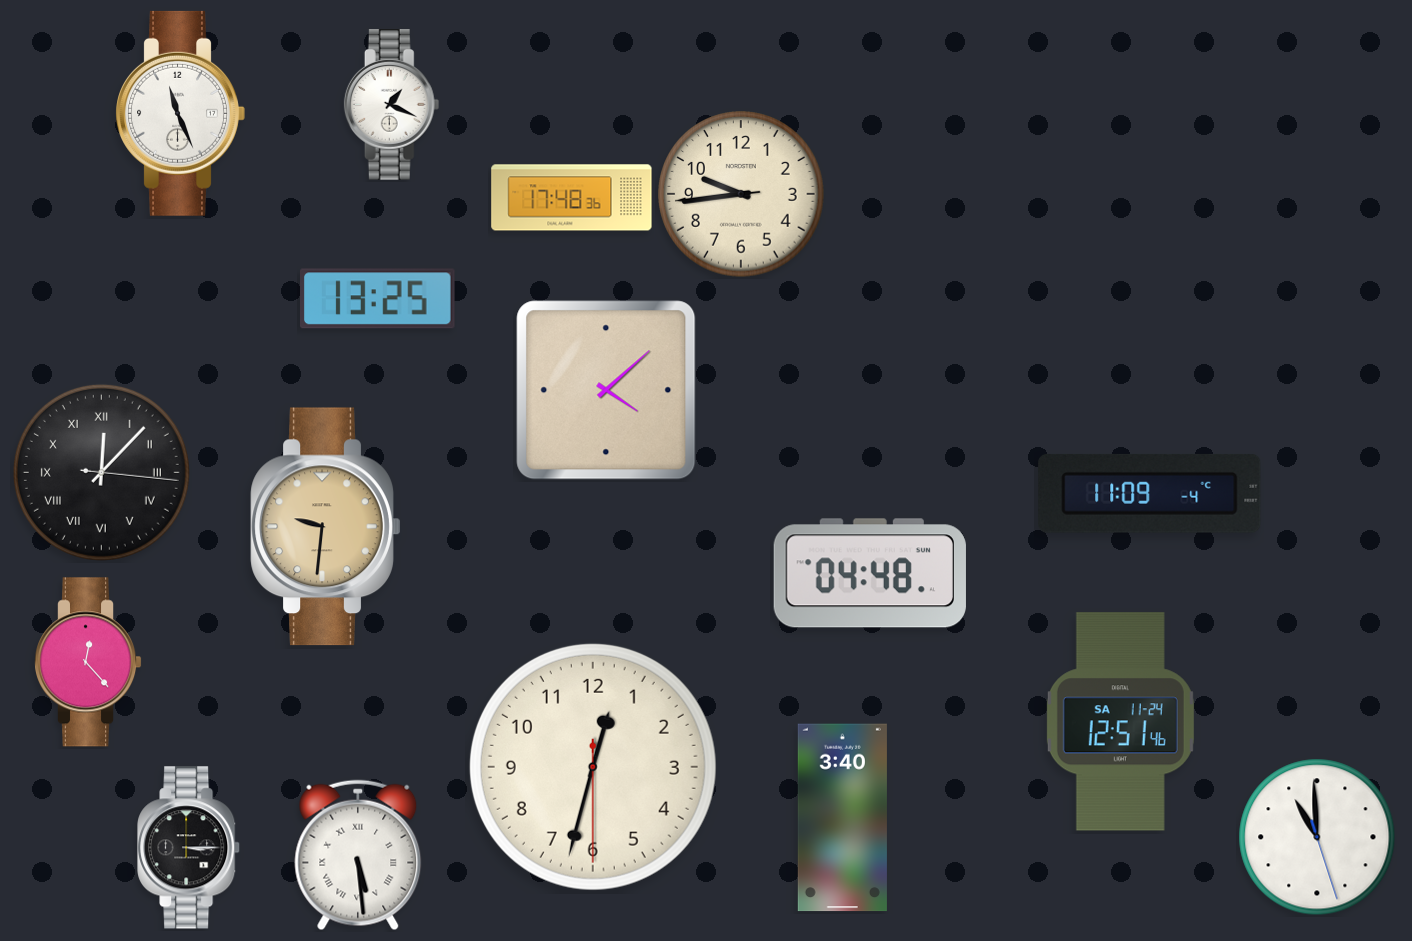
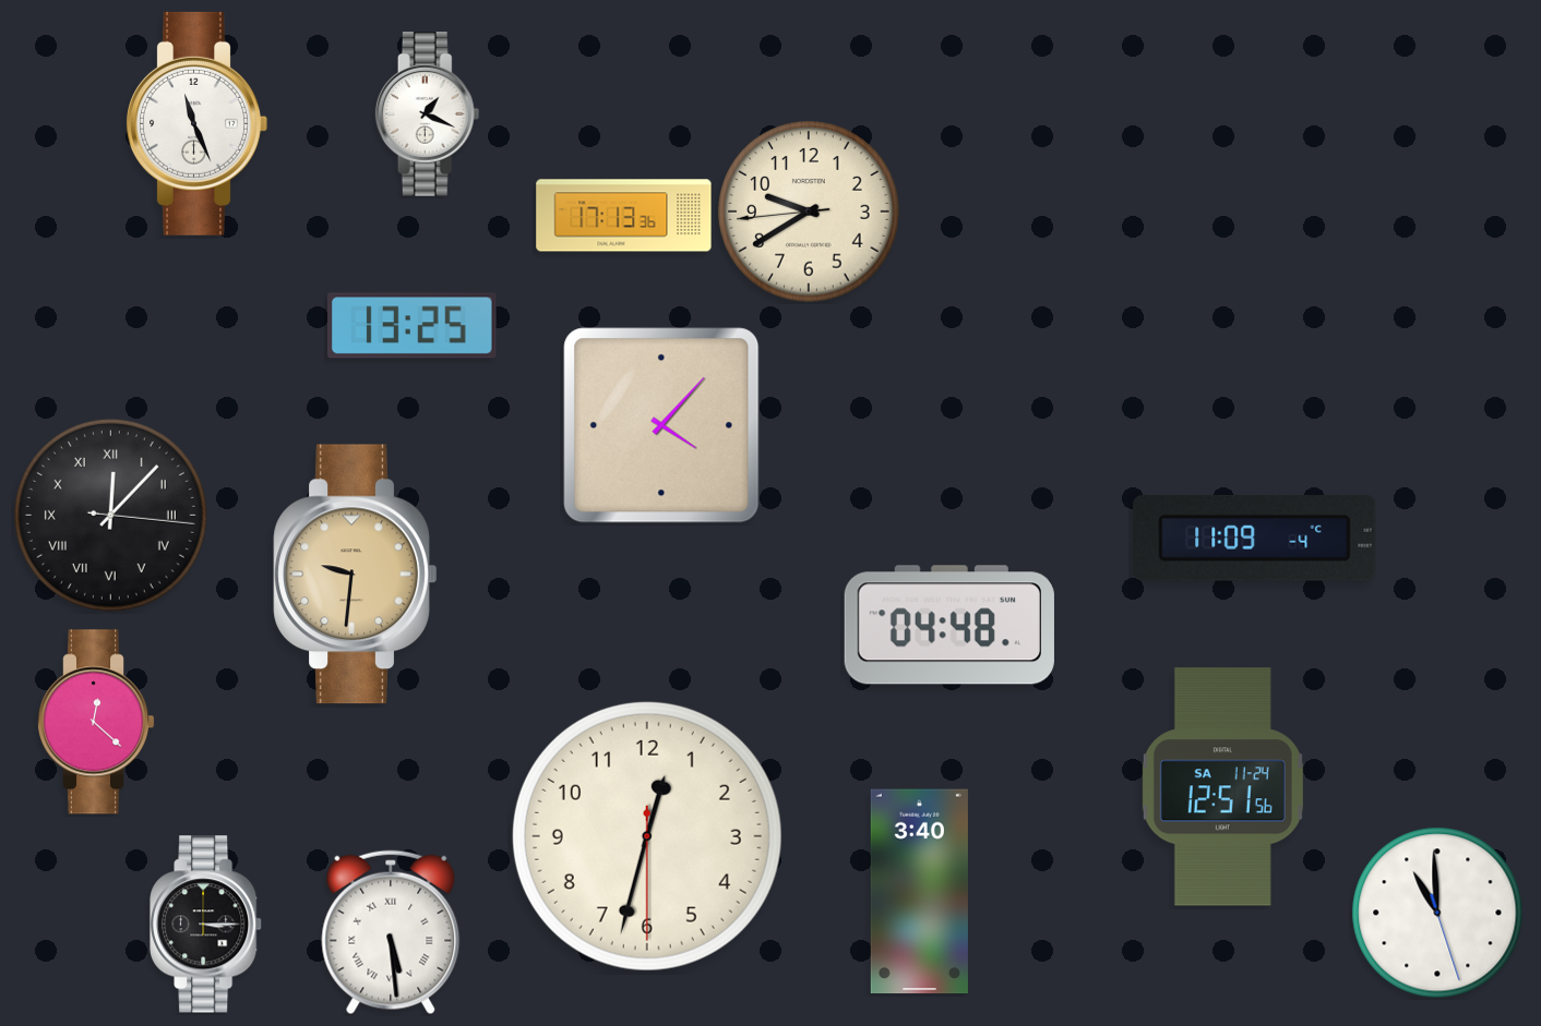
clock at (741, 194): 9:43 -> 9:39
clock at (572, 198): 17:48 -> 17:13
clock at (606, 390): 4:08 -> 4:07
clock at (89, 662): 12:23 -> 12:22
clock at (1120, 722): 12:51:46 -> 12:51:56
